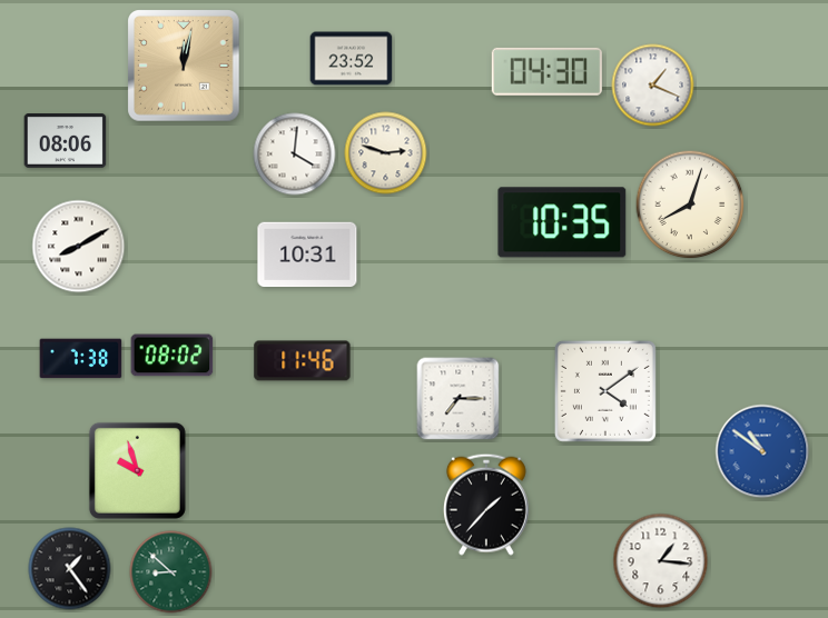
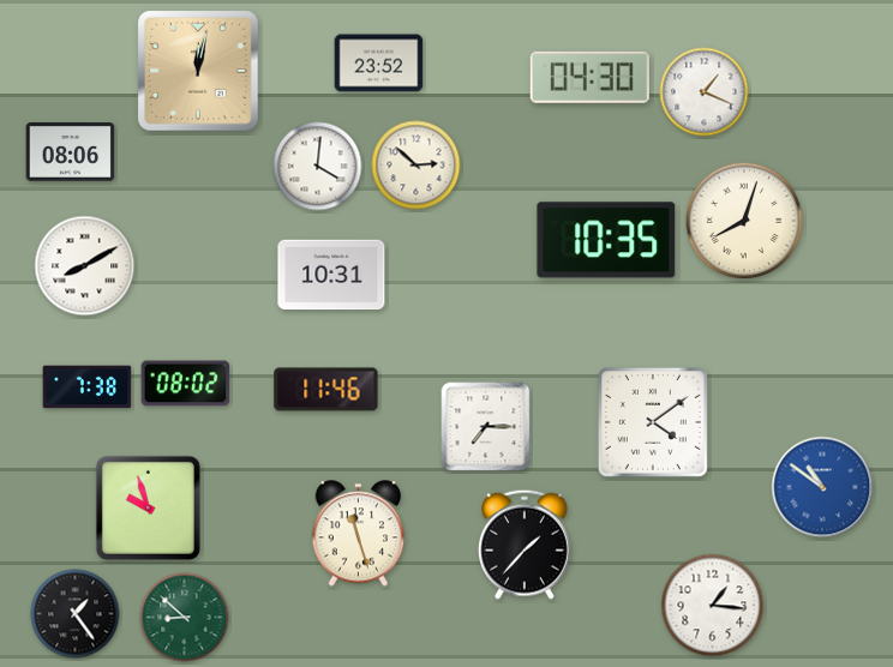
clock at (386, 153): 2:48 -> 2:52
clock at (459, 399) position: (459, 399) -> (486, 427)
clock at (359, 534): none -> 11:27
